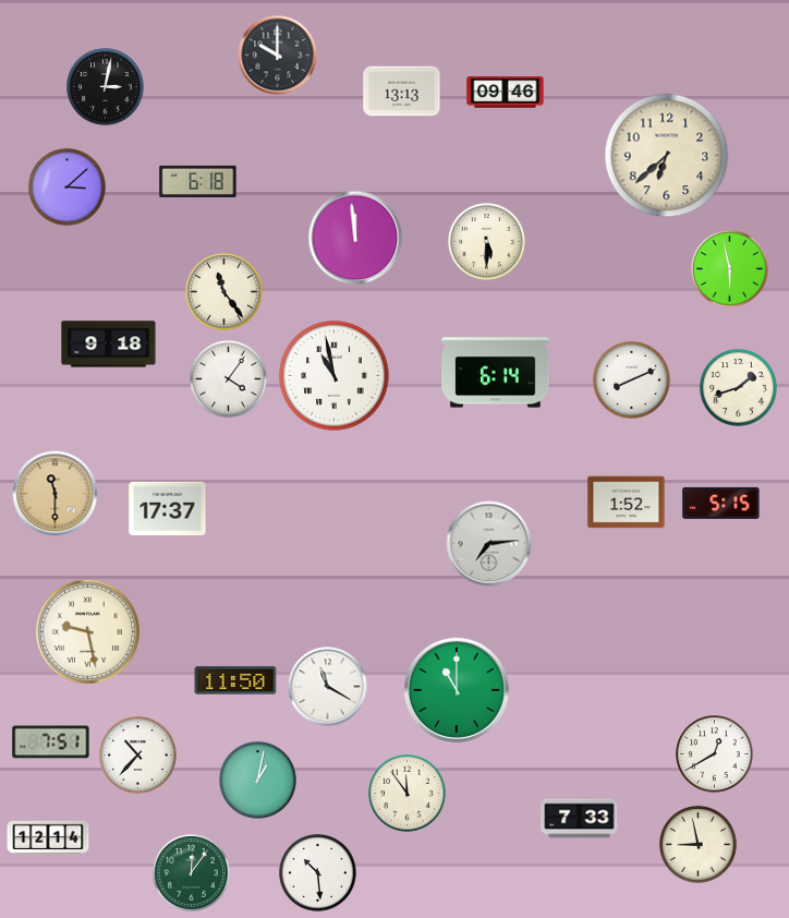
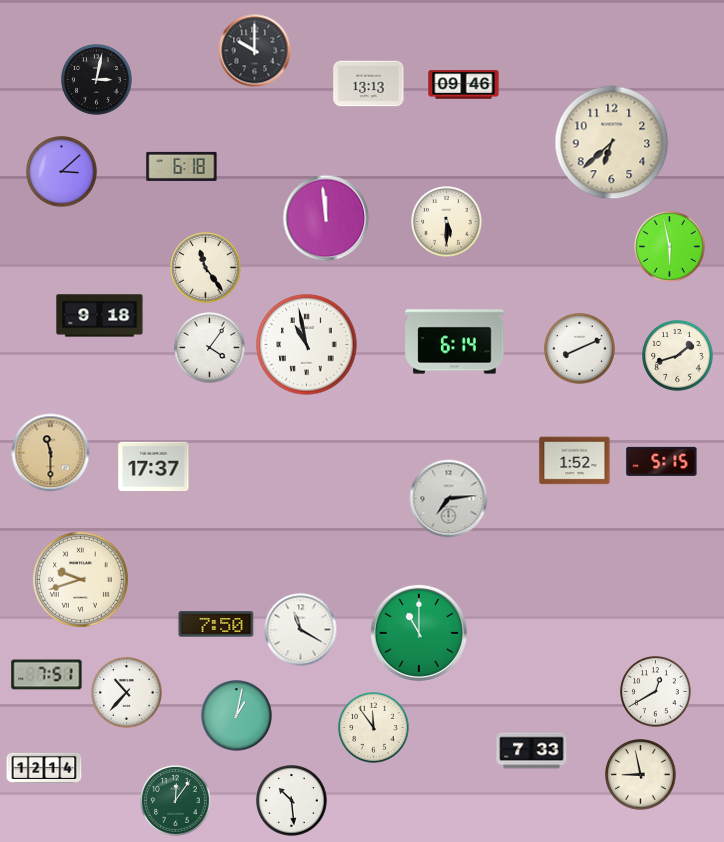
clock at (87, 631): 9:28 -> 9:42
clock at (235, 680): 11:50 -> 7:50
clock at (51, 742) position: (51, 742) -> (47, 675)
